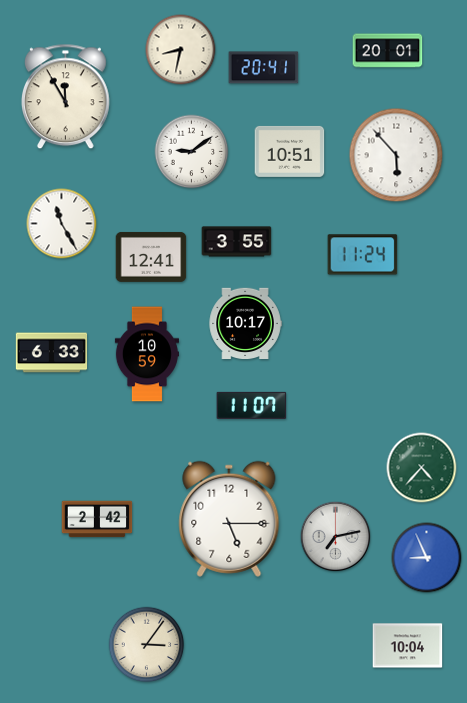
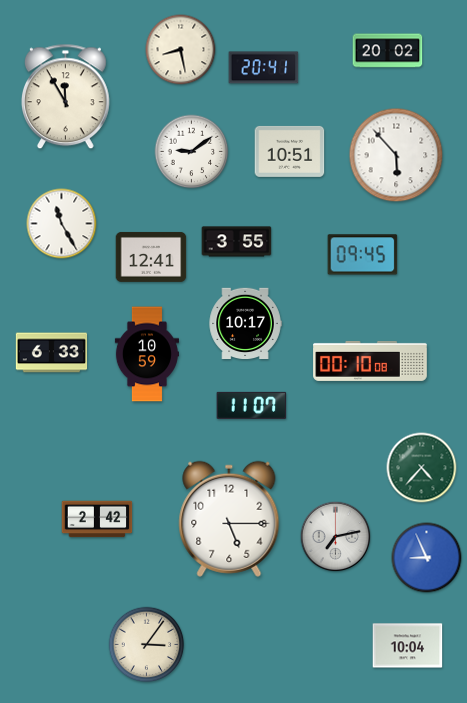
clock at (181, 50): 8:32 -> 8:28
clock at (388, 51): 20:01 -> 20:02
clock at (363, 255): 11:24 -> 09:45
clock at (370, 361): none -> 00:10
